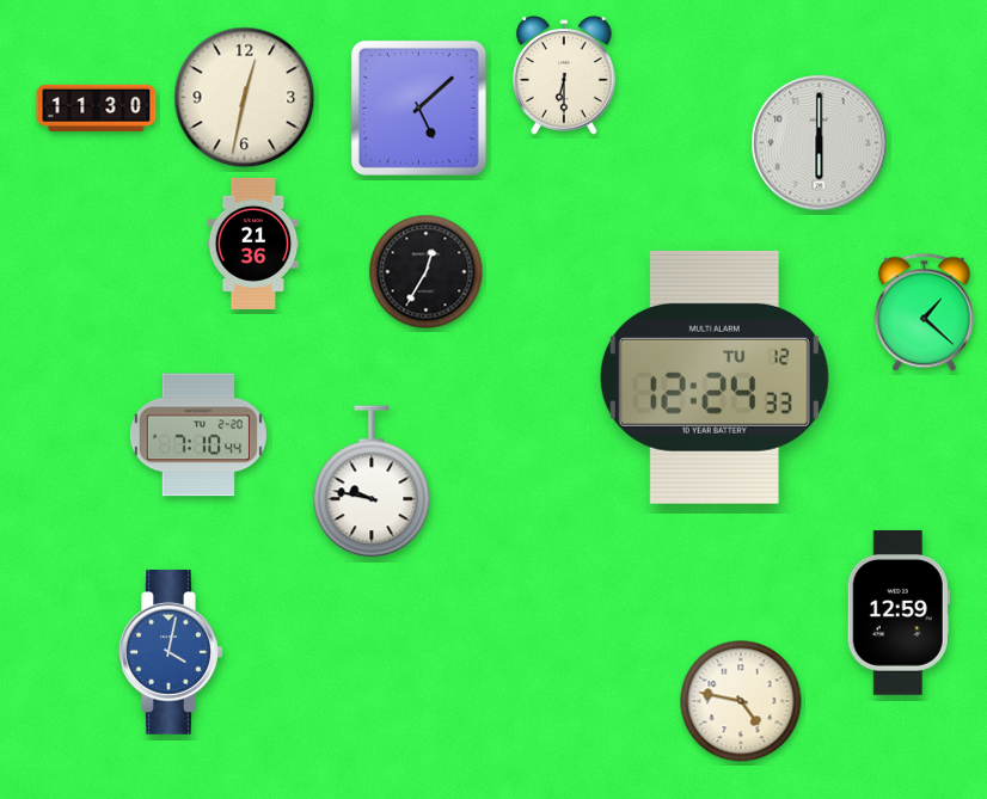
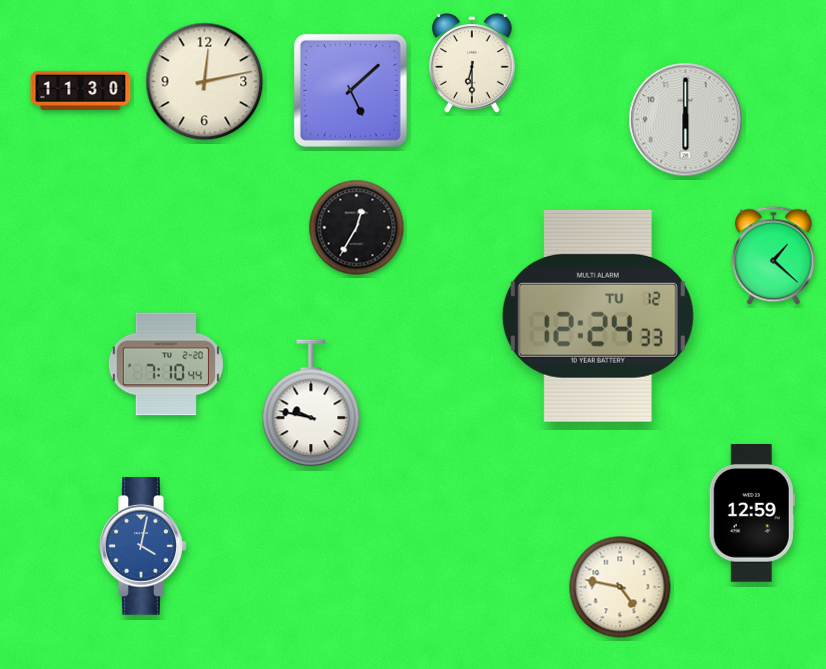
clock at (245, 98): 12:32 -> 12:13
clock at (253, 244): 21:36 -> none
clock at (924, 313) position: (924, 313) -> (773, 256)
